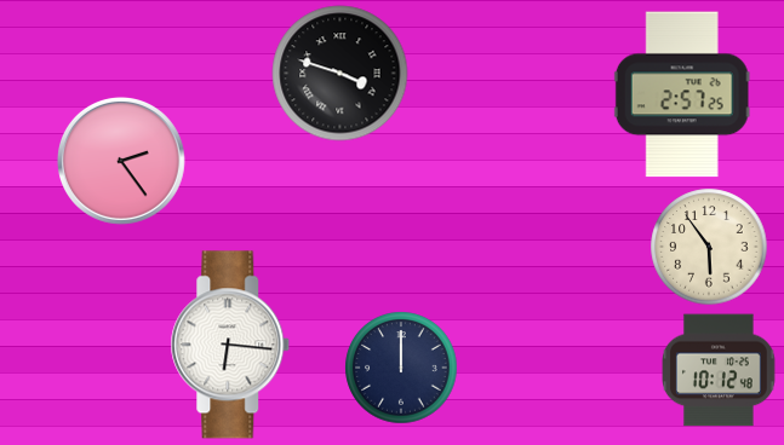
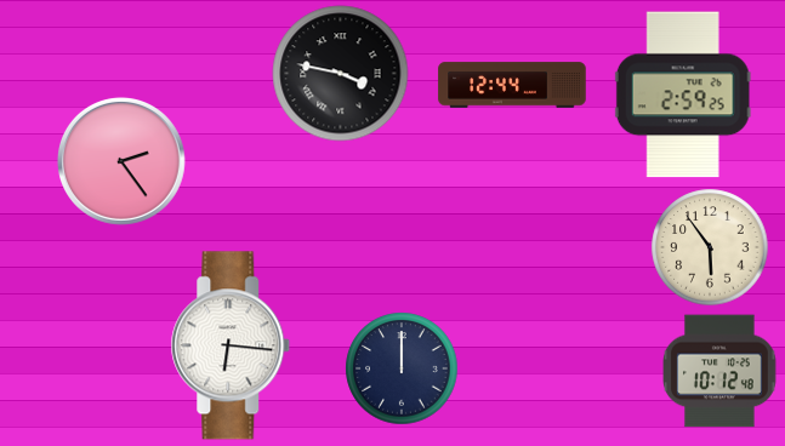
clock at (341, 74): 3:48 -> 3:47
clock at (512, 85): none -> 12:44
clock at (682, 94): 2:57 -> 2:59
